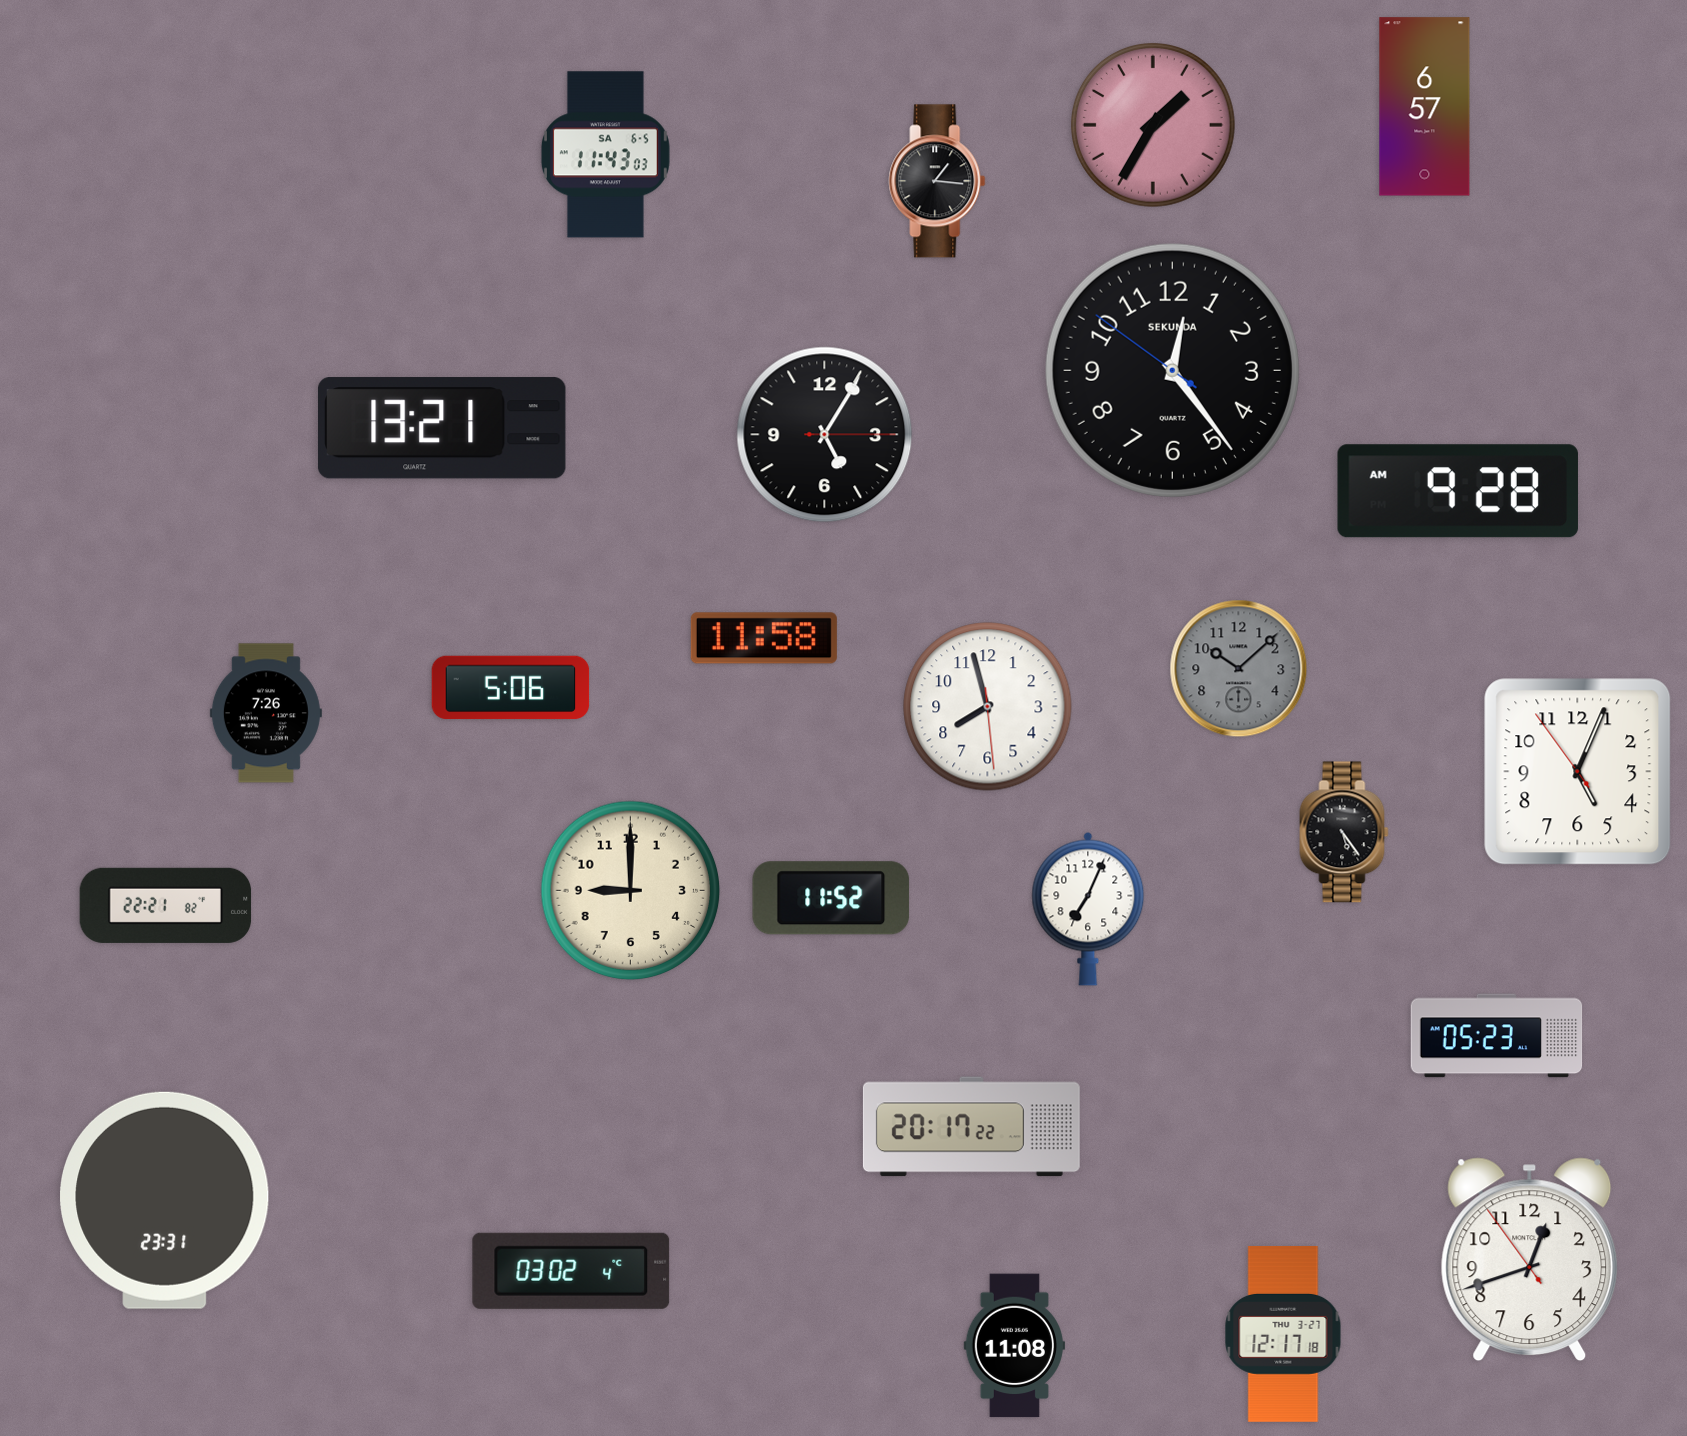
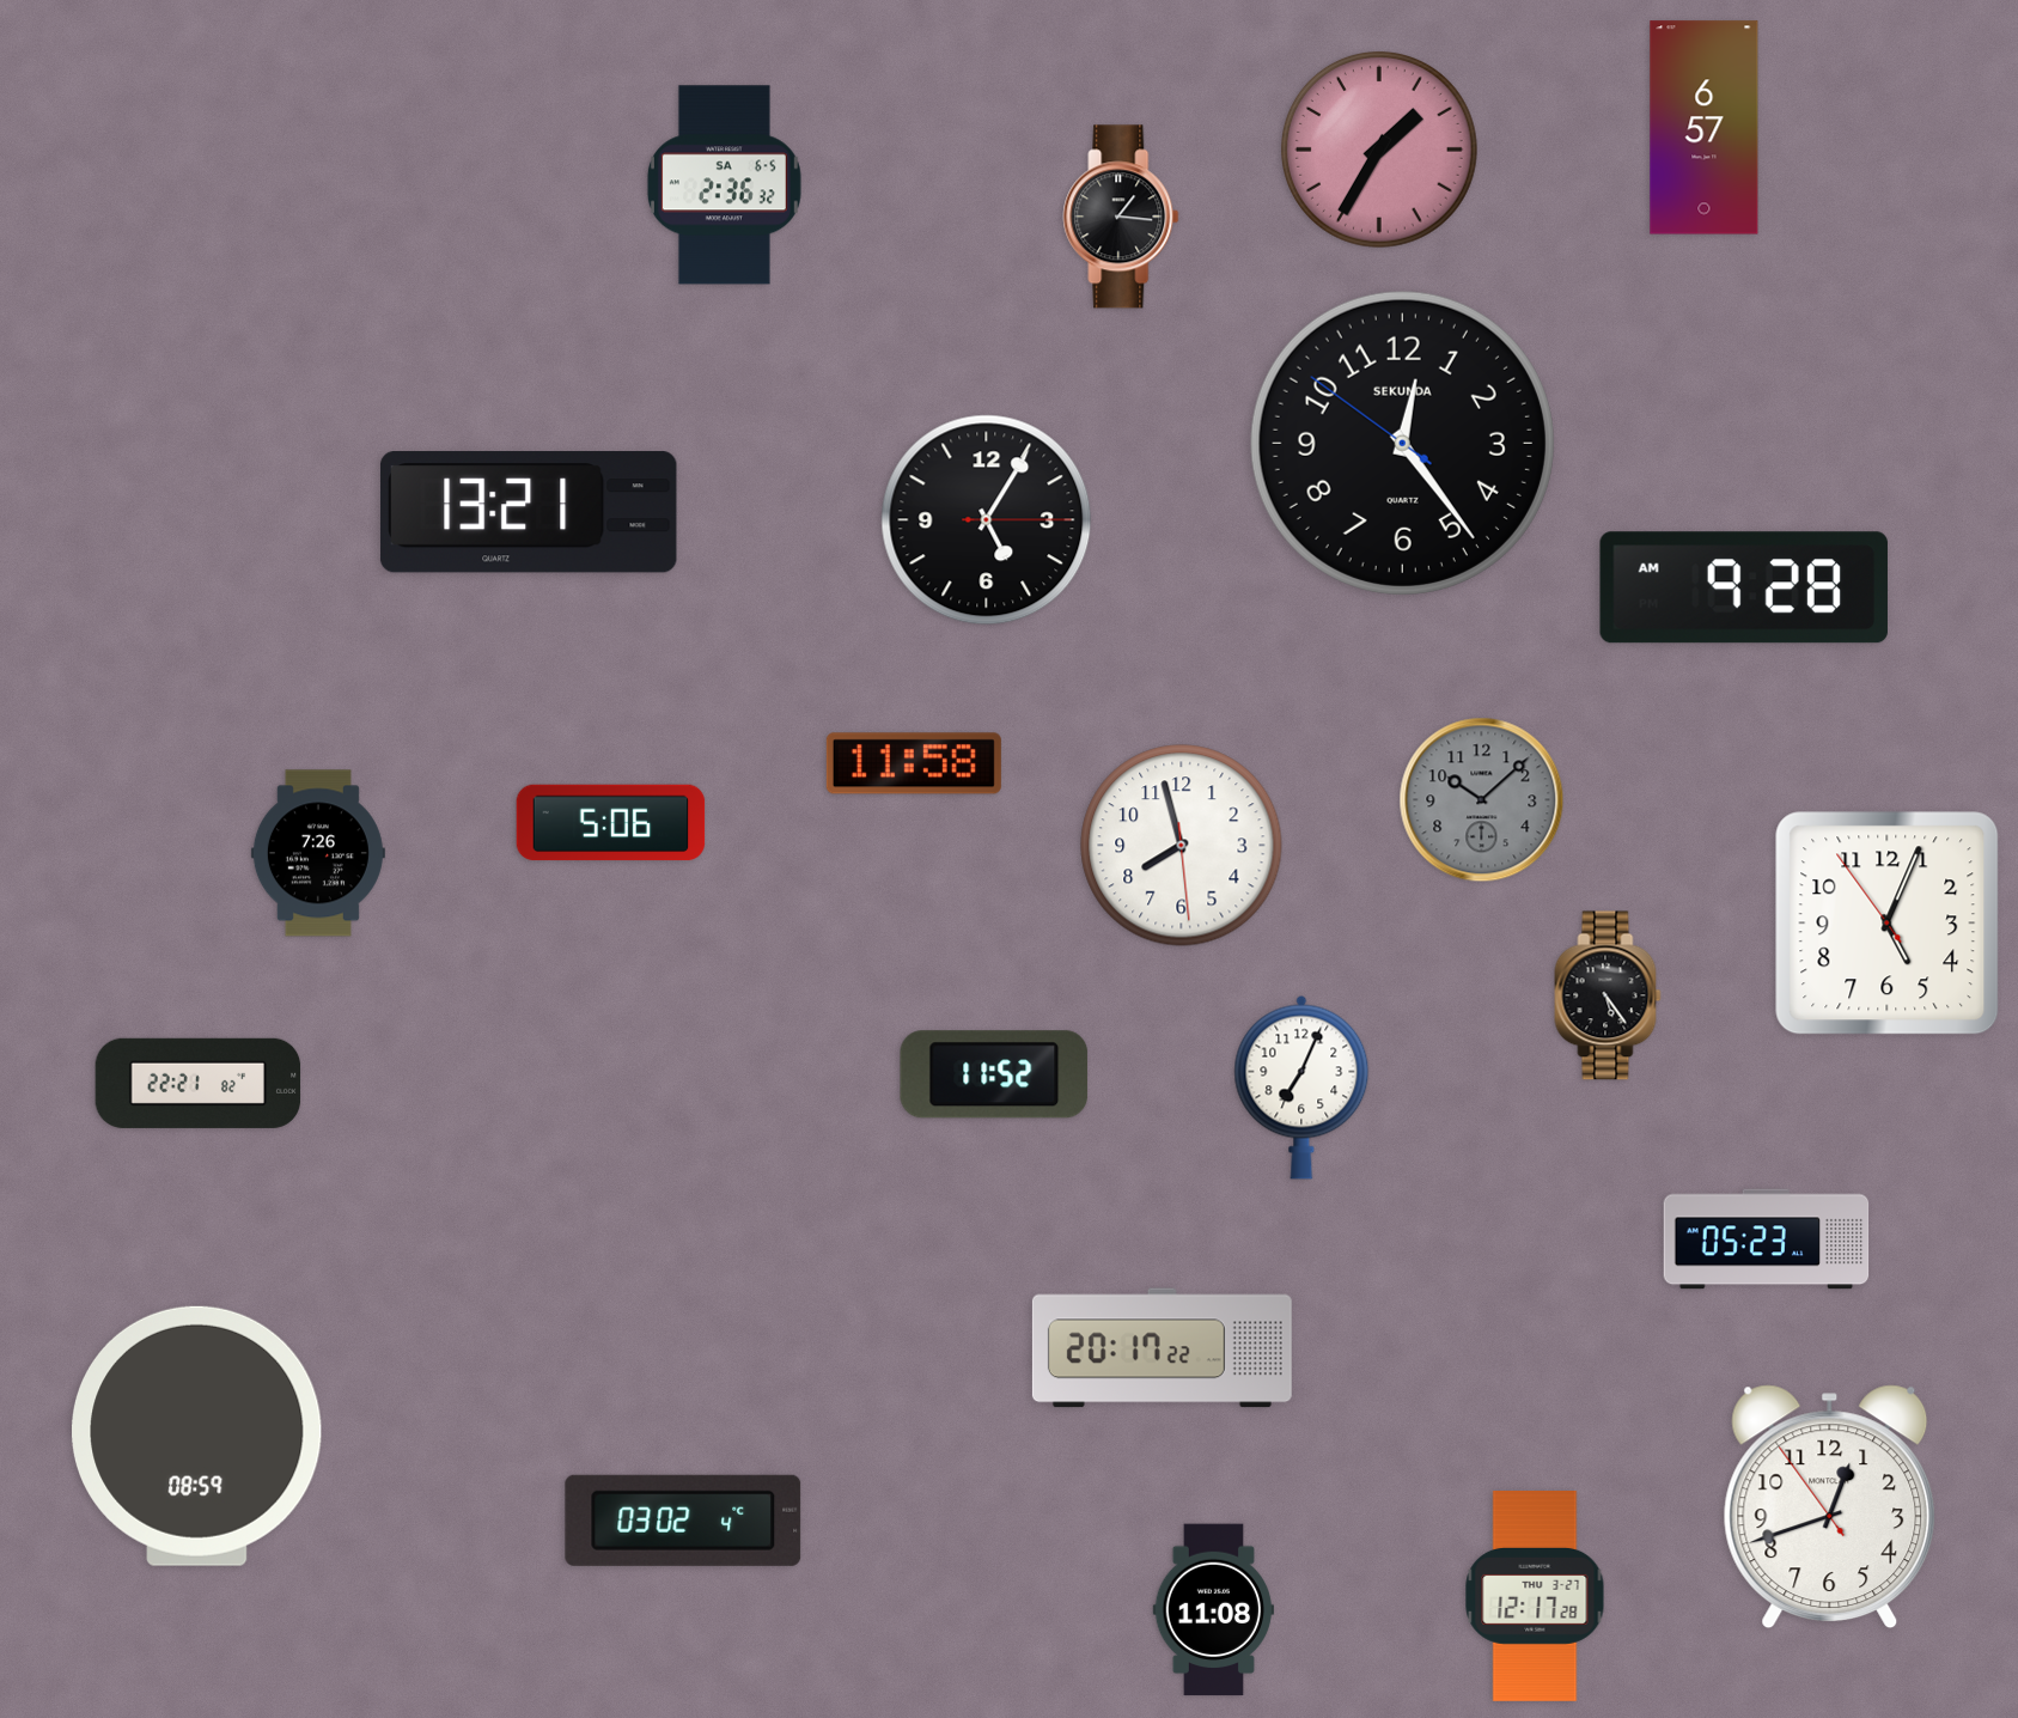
clock at (605, 155): 11:43 -> 2:36
clock at (631, 891): 9:00 -> none
clock at (1497, 1036) position: (1497, 1036) -> (1767, 1239)
clock at (165, 1200): 23:31 -> 08:59
clock at (1283, 1335): 12:17:18 -> 12:17:28
